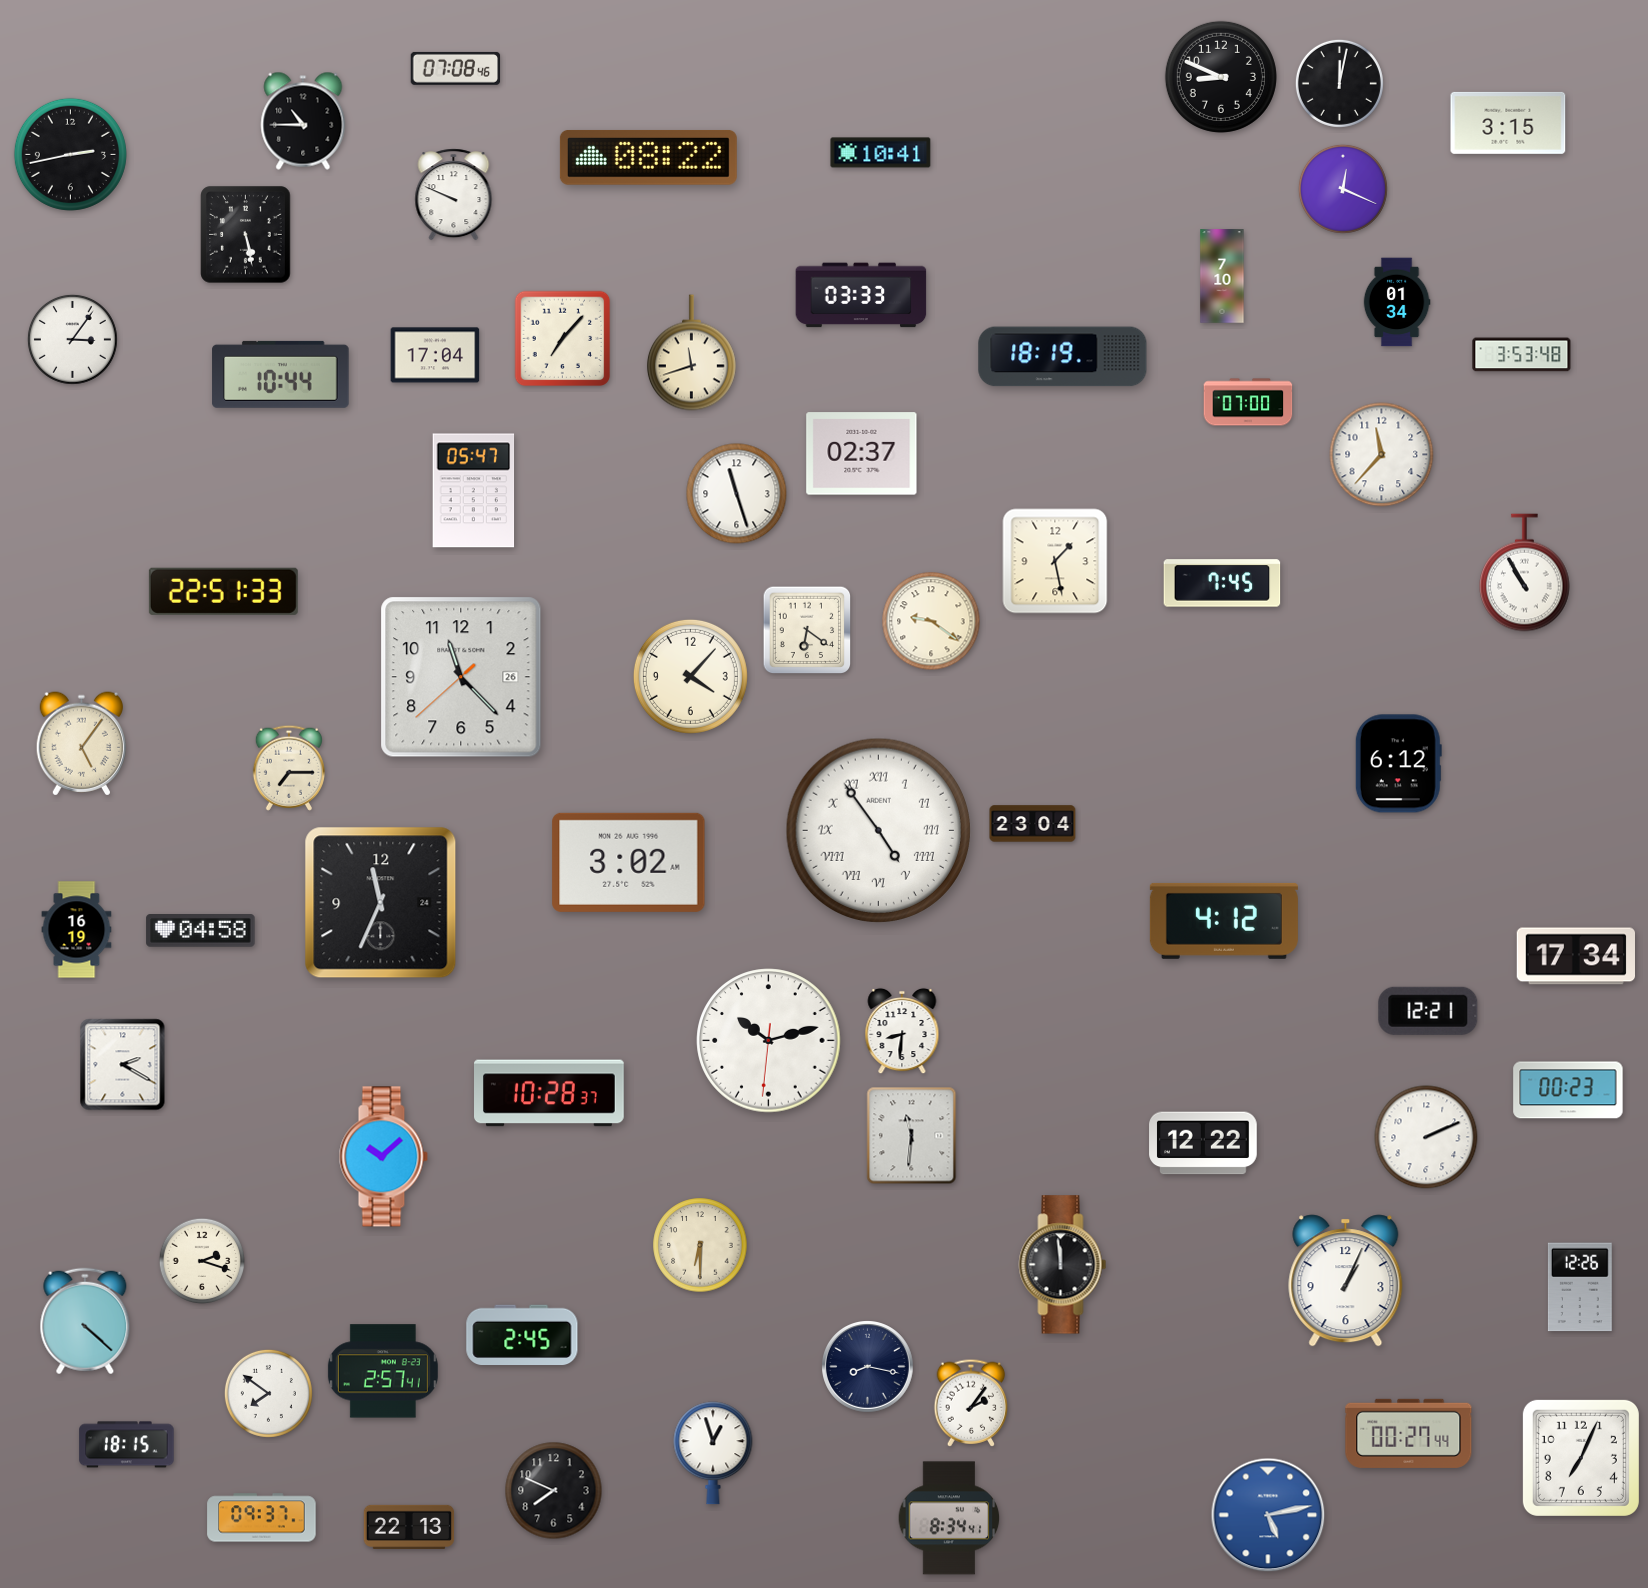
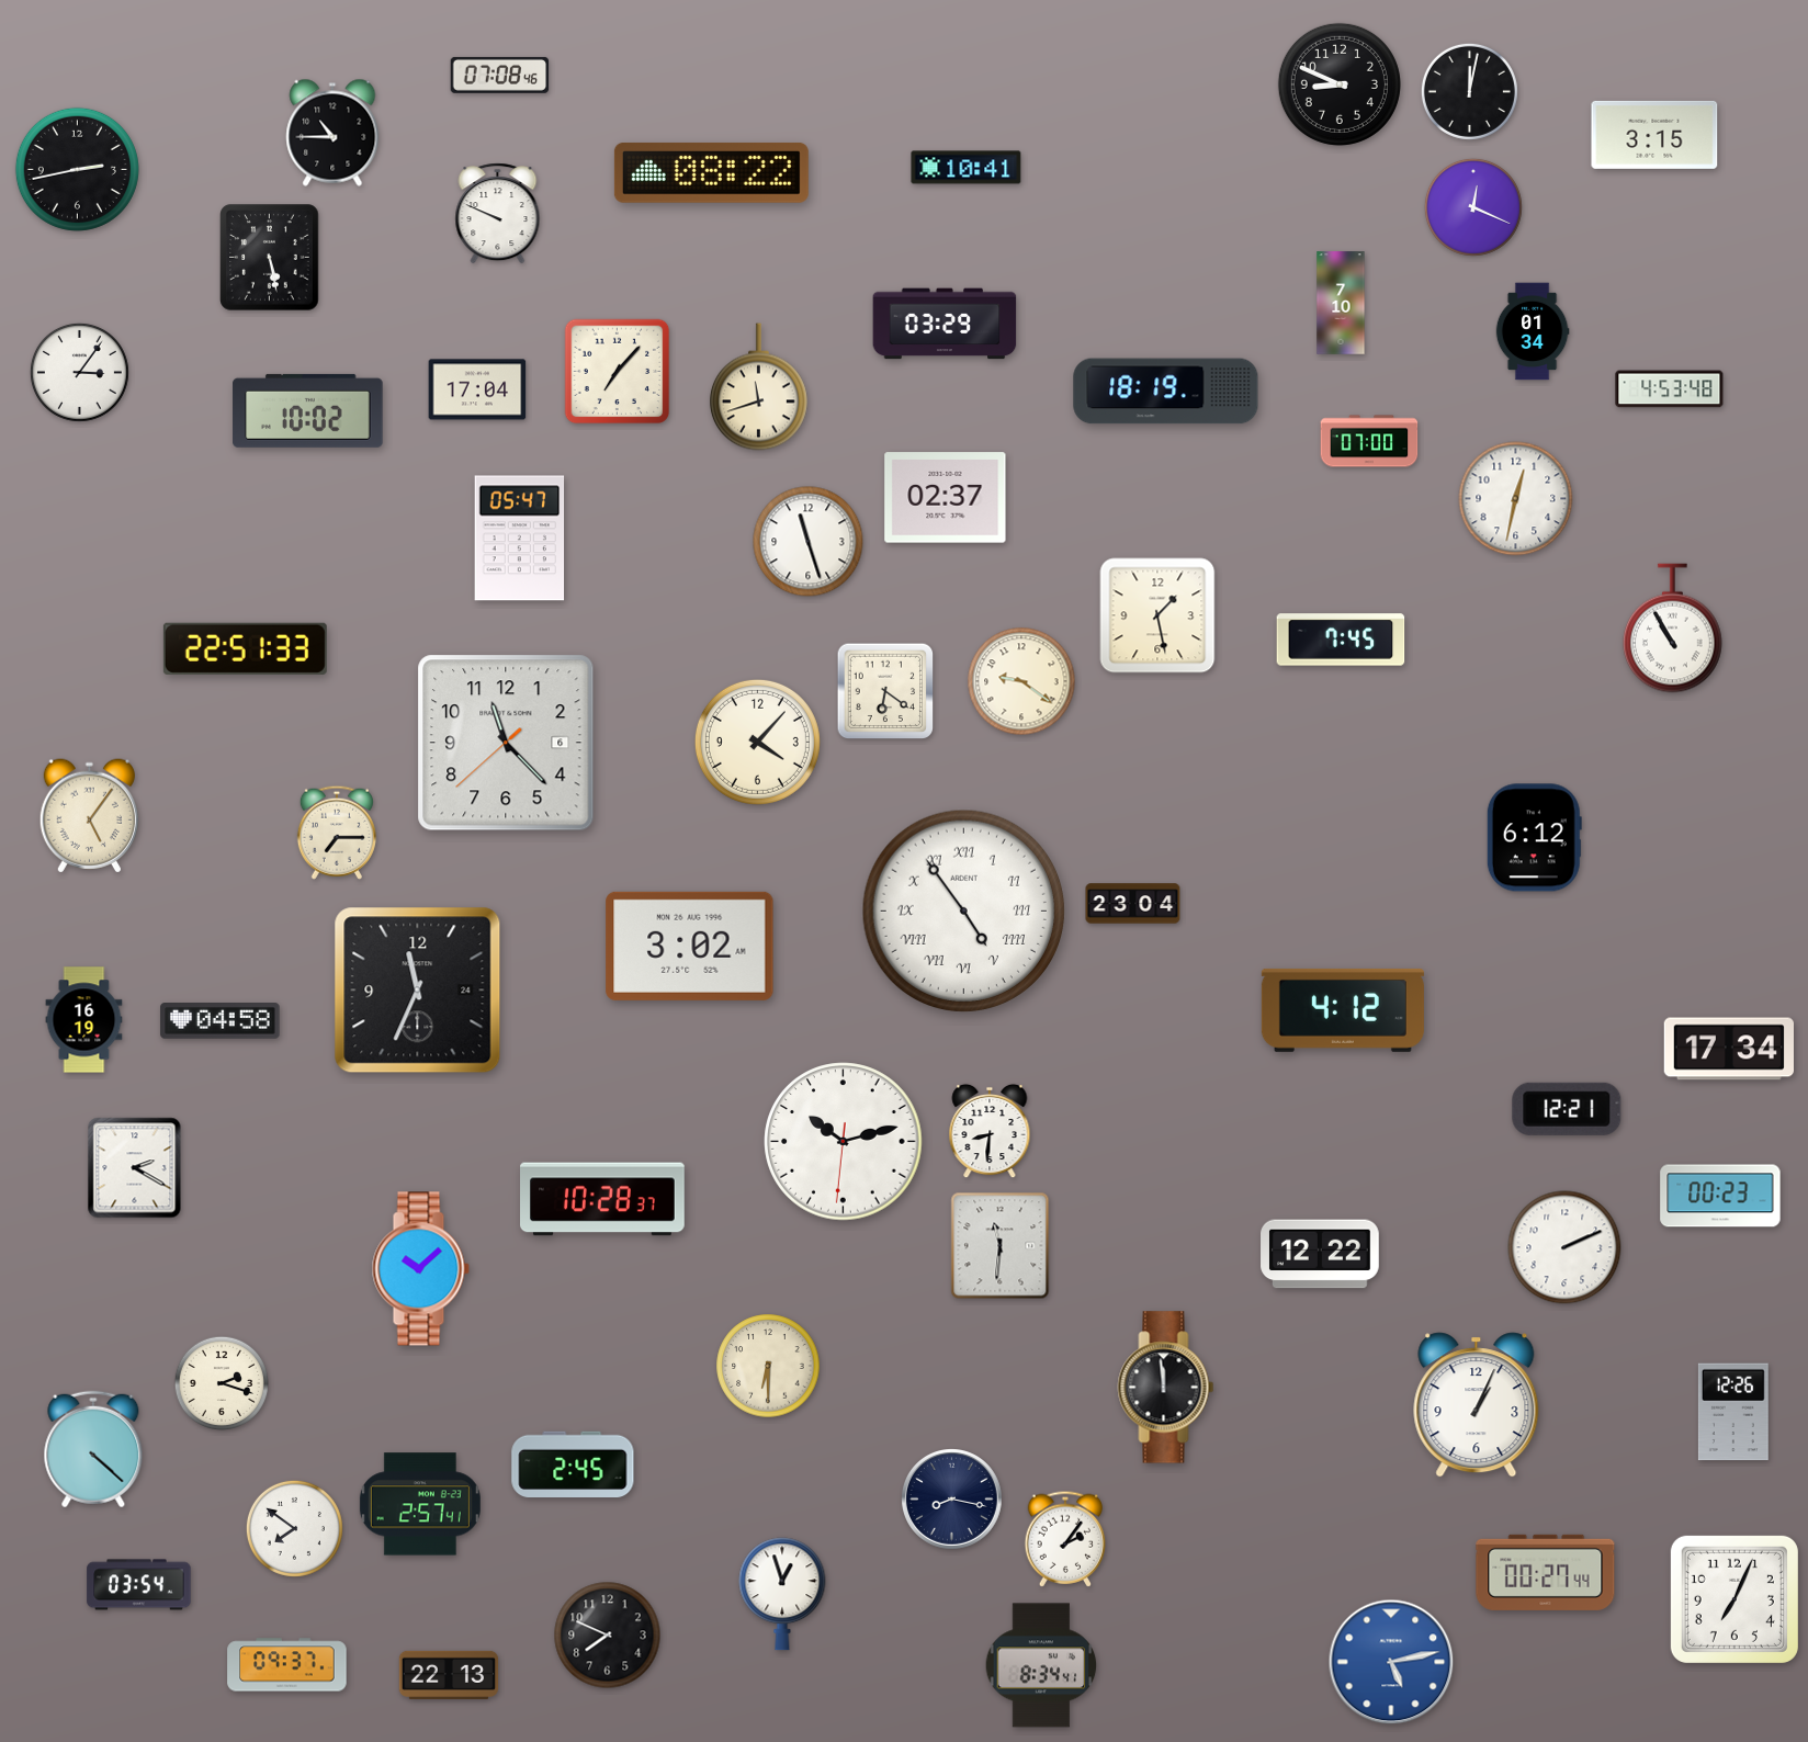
clock at (861, 295): 03:33 -> 03:29
clock at (1522, 355): 3:53 -> 4:53
clock at (281, 374): 10:44 -> 10:02
clock at (1382, 455): 11:37 -> 12:32
clock at (461, 677) date: 26 -> 6
clock at (289, 768) position: (289, 768) -> (337, 833)
clock at (127, 1445): 18:15 -> 03:54
